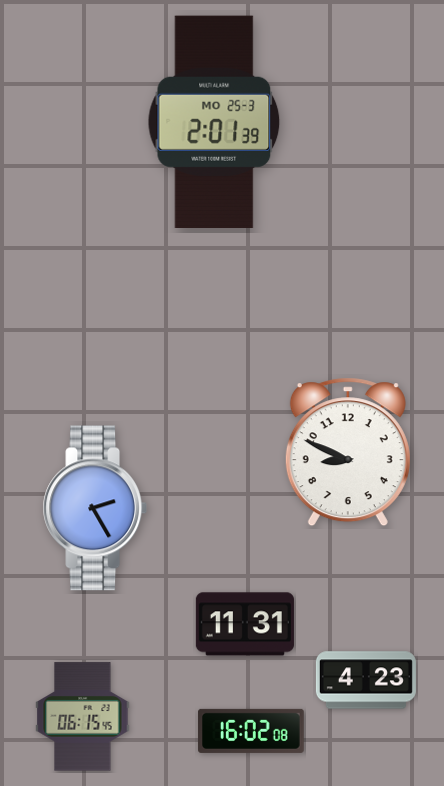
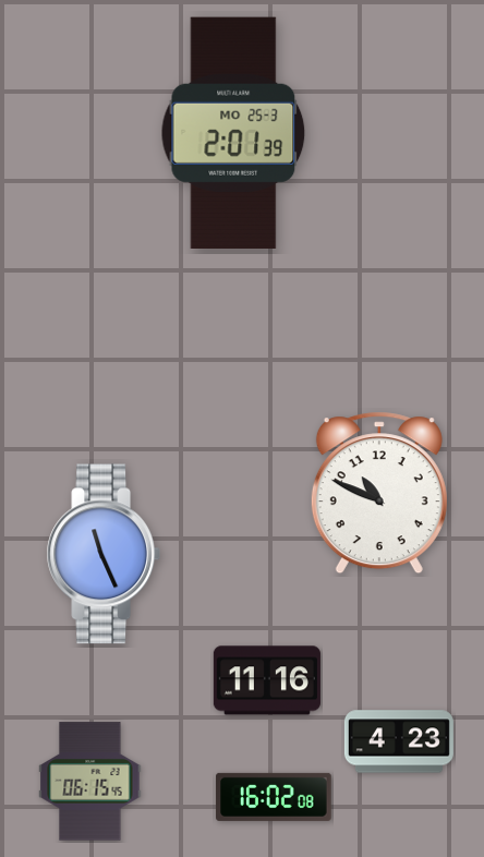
clock at (348, 452): 8:49 -> 10:49
clock at (94, 508): 2:25 -> 11:26
clock at (245, 624): 11:31 -> 11:16
